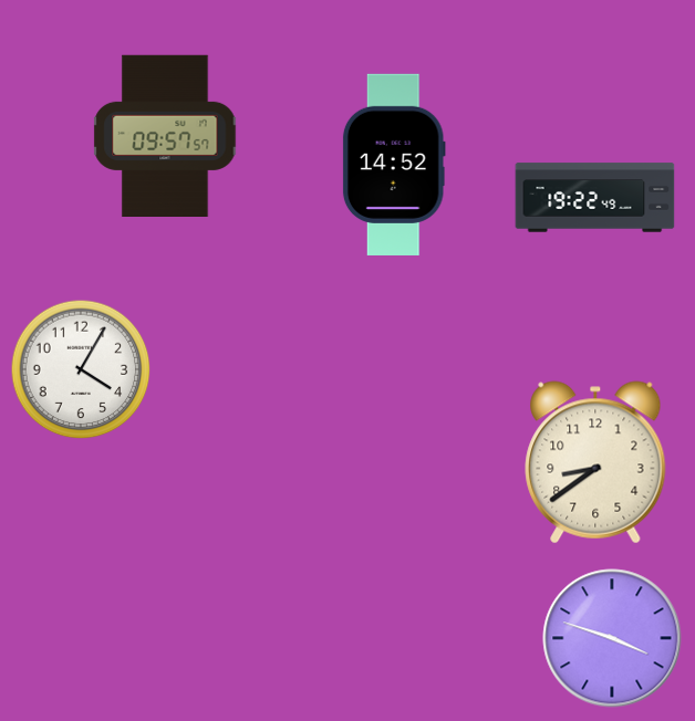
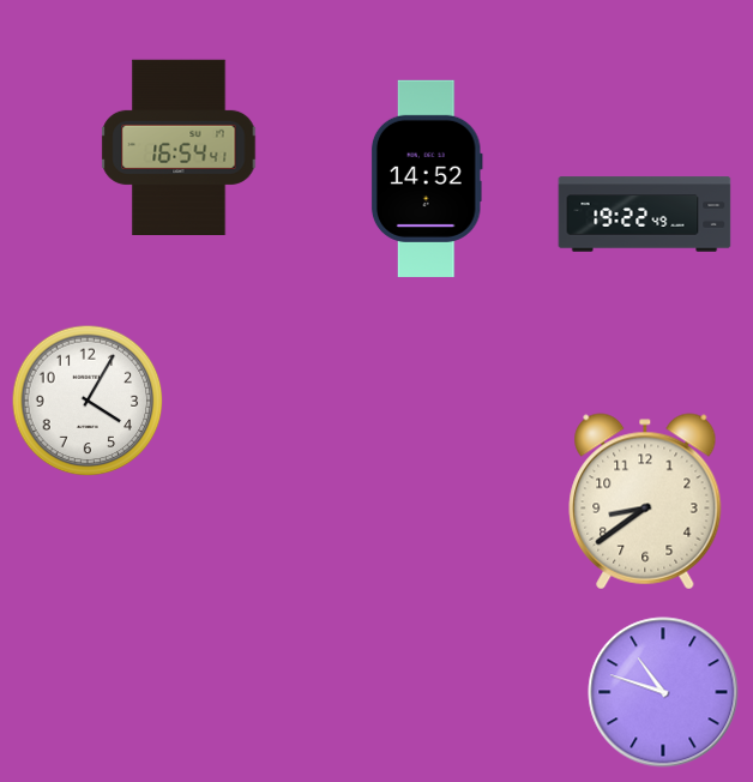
clock at (165, 135): 09:57 -> 16:54
clock at (612, 638): 3:48 -> 10:48
